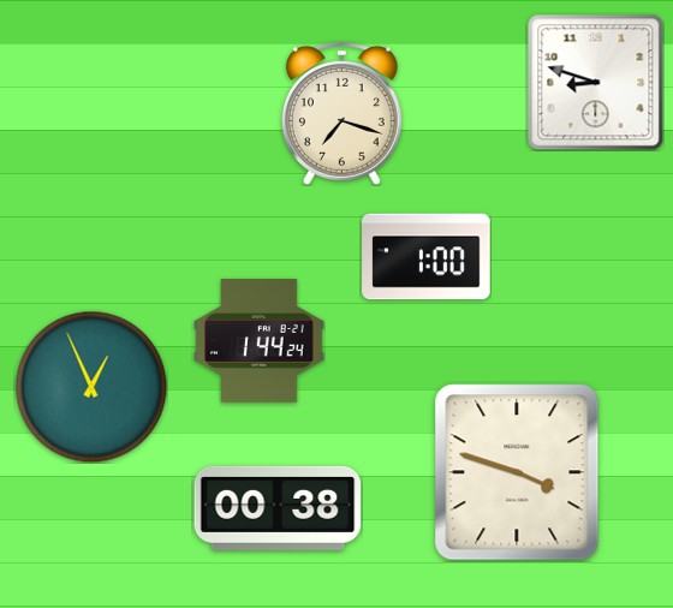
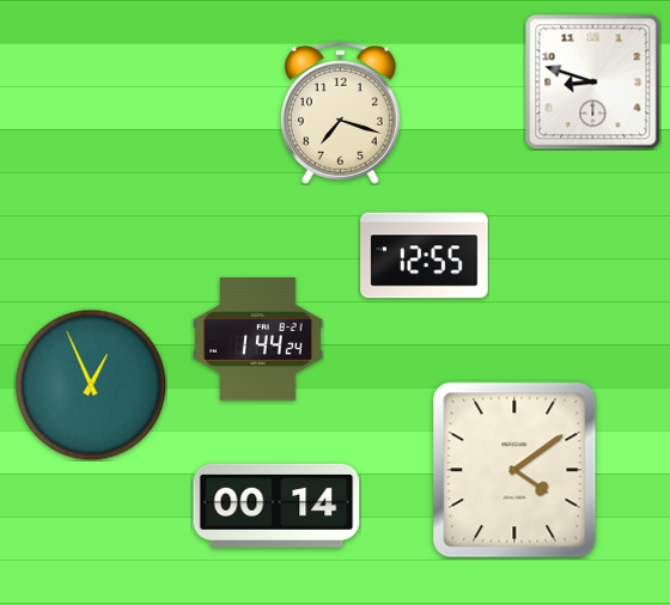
clock at (427, 257): 1:00 -> 12:55
clock at (517, 472): 3:48 -> 4:09
clock at (278, 508): 00:38 -> 00:14
